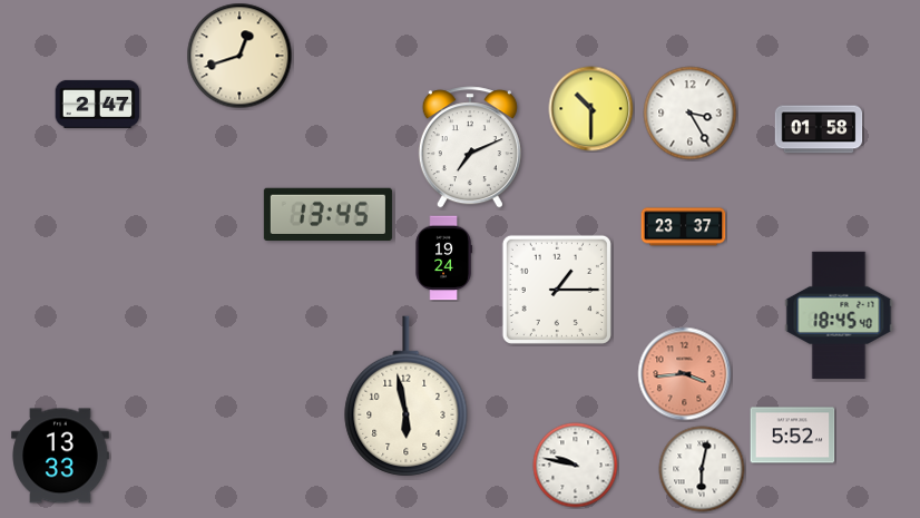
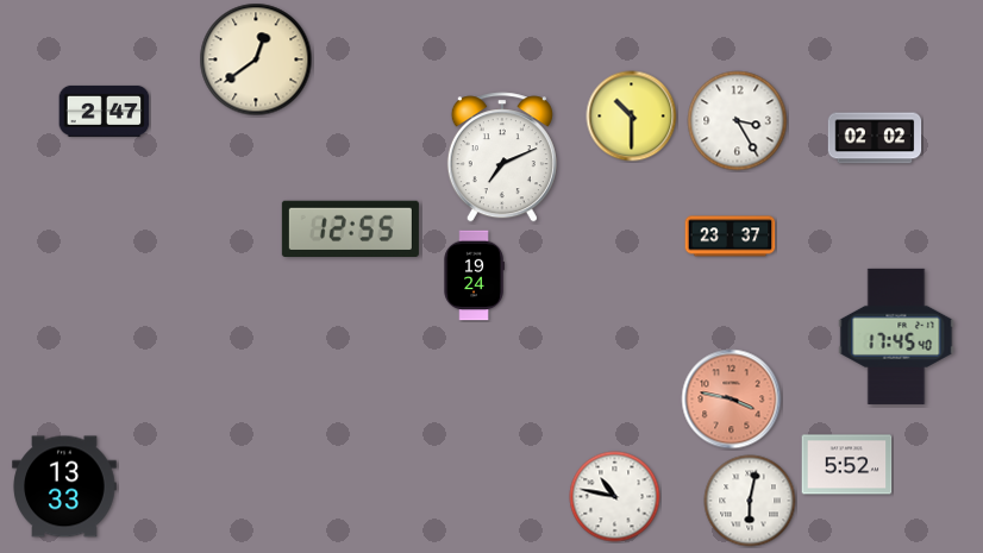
clock at (239, 56): 12:42 -> 12:39
clock at (819, 129): 01:58 -> 02:02
clock at (327, 214): 13:45 -> 12:55
clock at (684, 227) position: (684, 227) -> (731, 237)
clock at (557, 290): 1:15 -> none
clock at (839, 315): 18:45 -> 17:45
clock at (685, 374): 3:44 -> 3:47
clock at (407, 397): 5:58 -> none
clock at (576, 466): 9:47 -> 10:47
